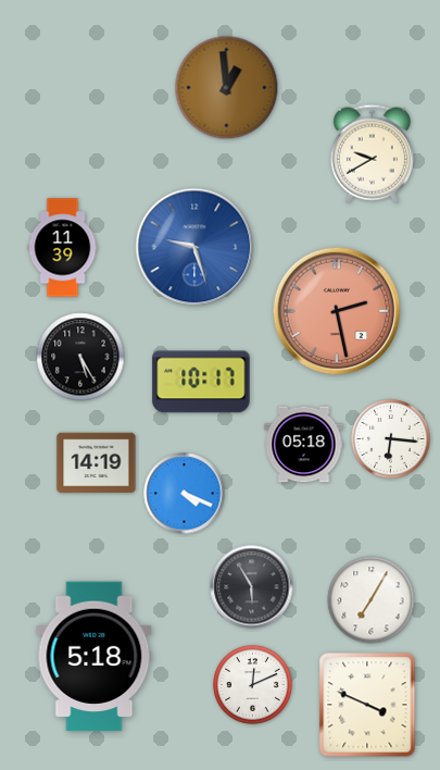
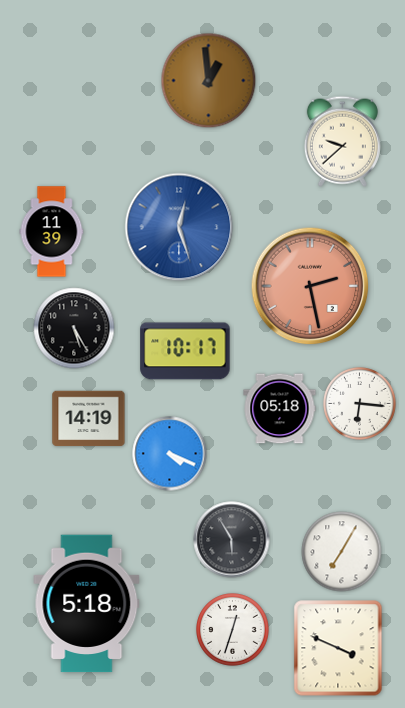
clock at (372, 153): 9:40 -> 9:38
clock at (194, 247): 9:27 -> 12:27
clock at (63, 248) position: (63, 248) -> (52, 232)
clock at (97, 463) position: (97, 463) -> (89, 419)
clock at (253, 685): 12:11 -> 12:33
